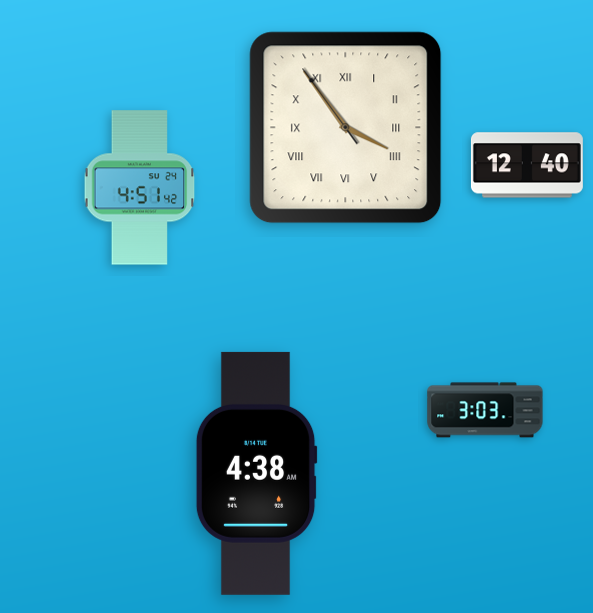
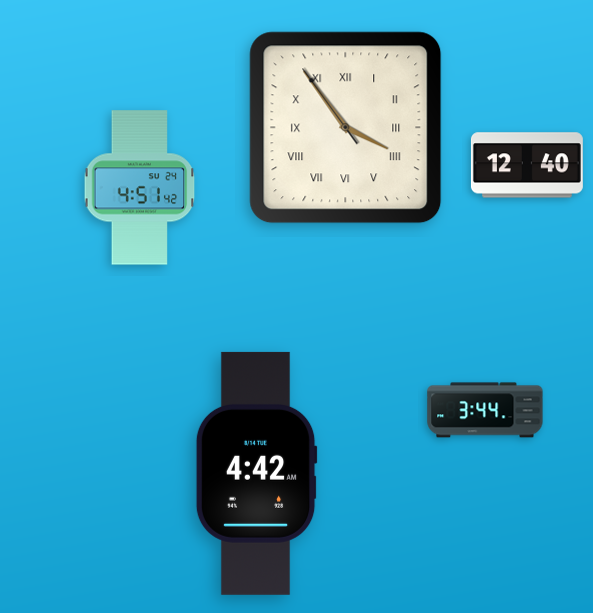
clock at (485, 410): 3:03 -> 3:44
clock at (256, 473): 4:38 -> 4:42
